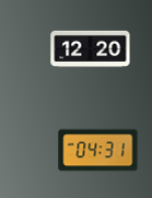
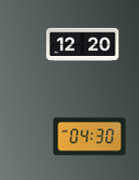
clock at (98, 151): 04:31 -> 04:30
